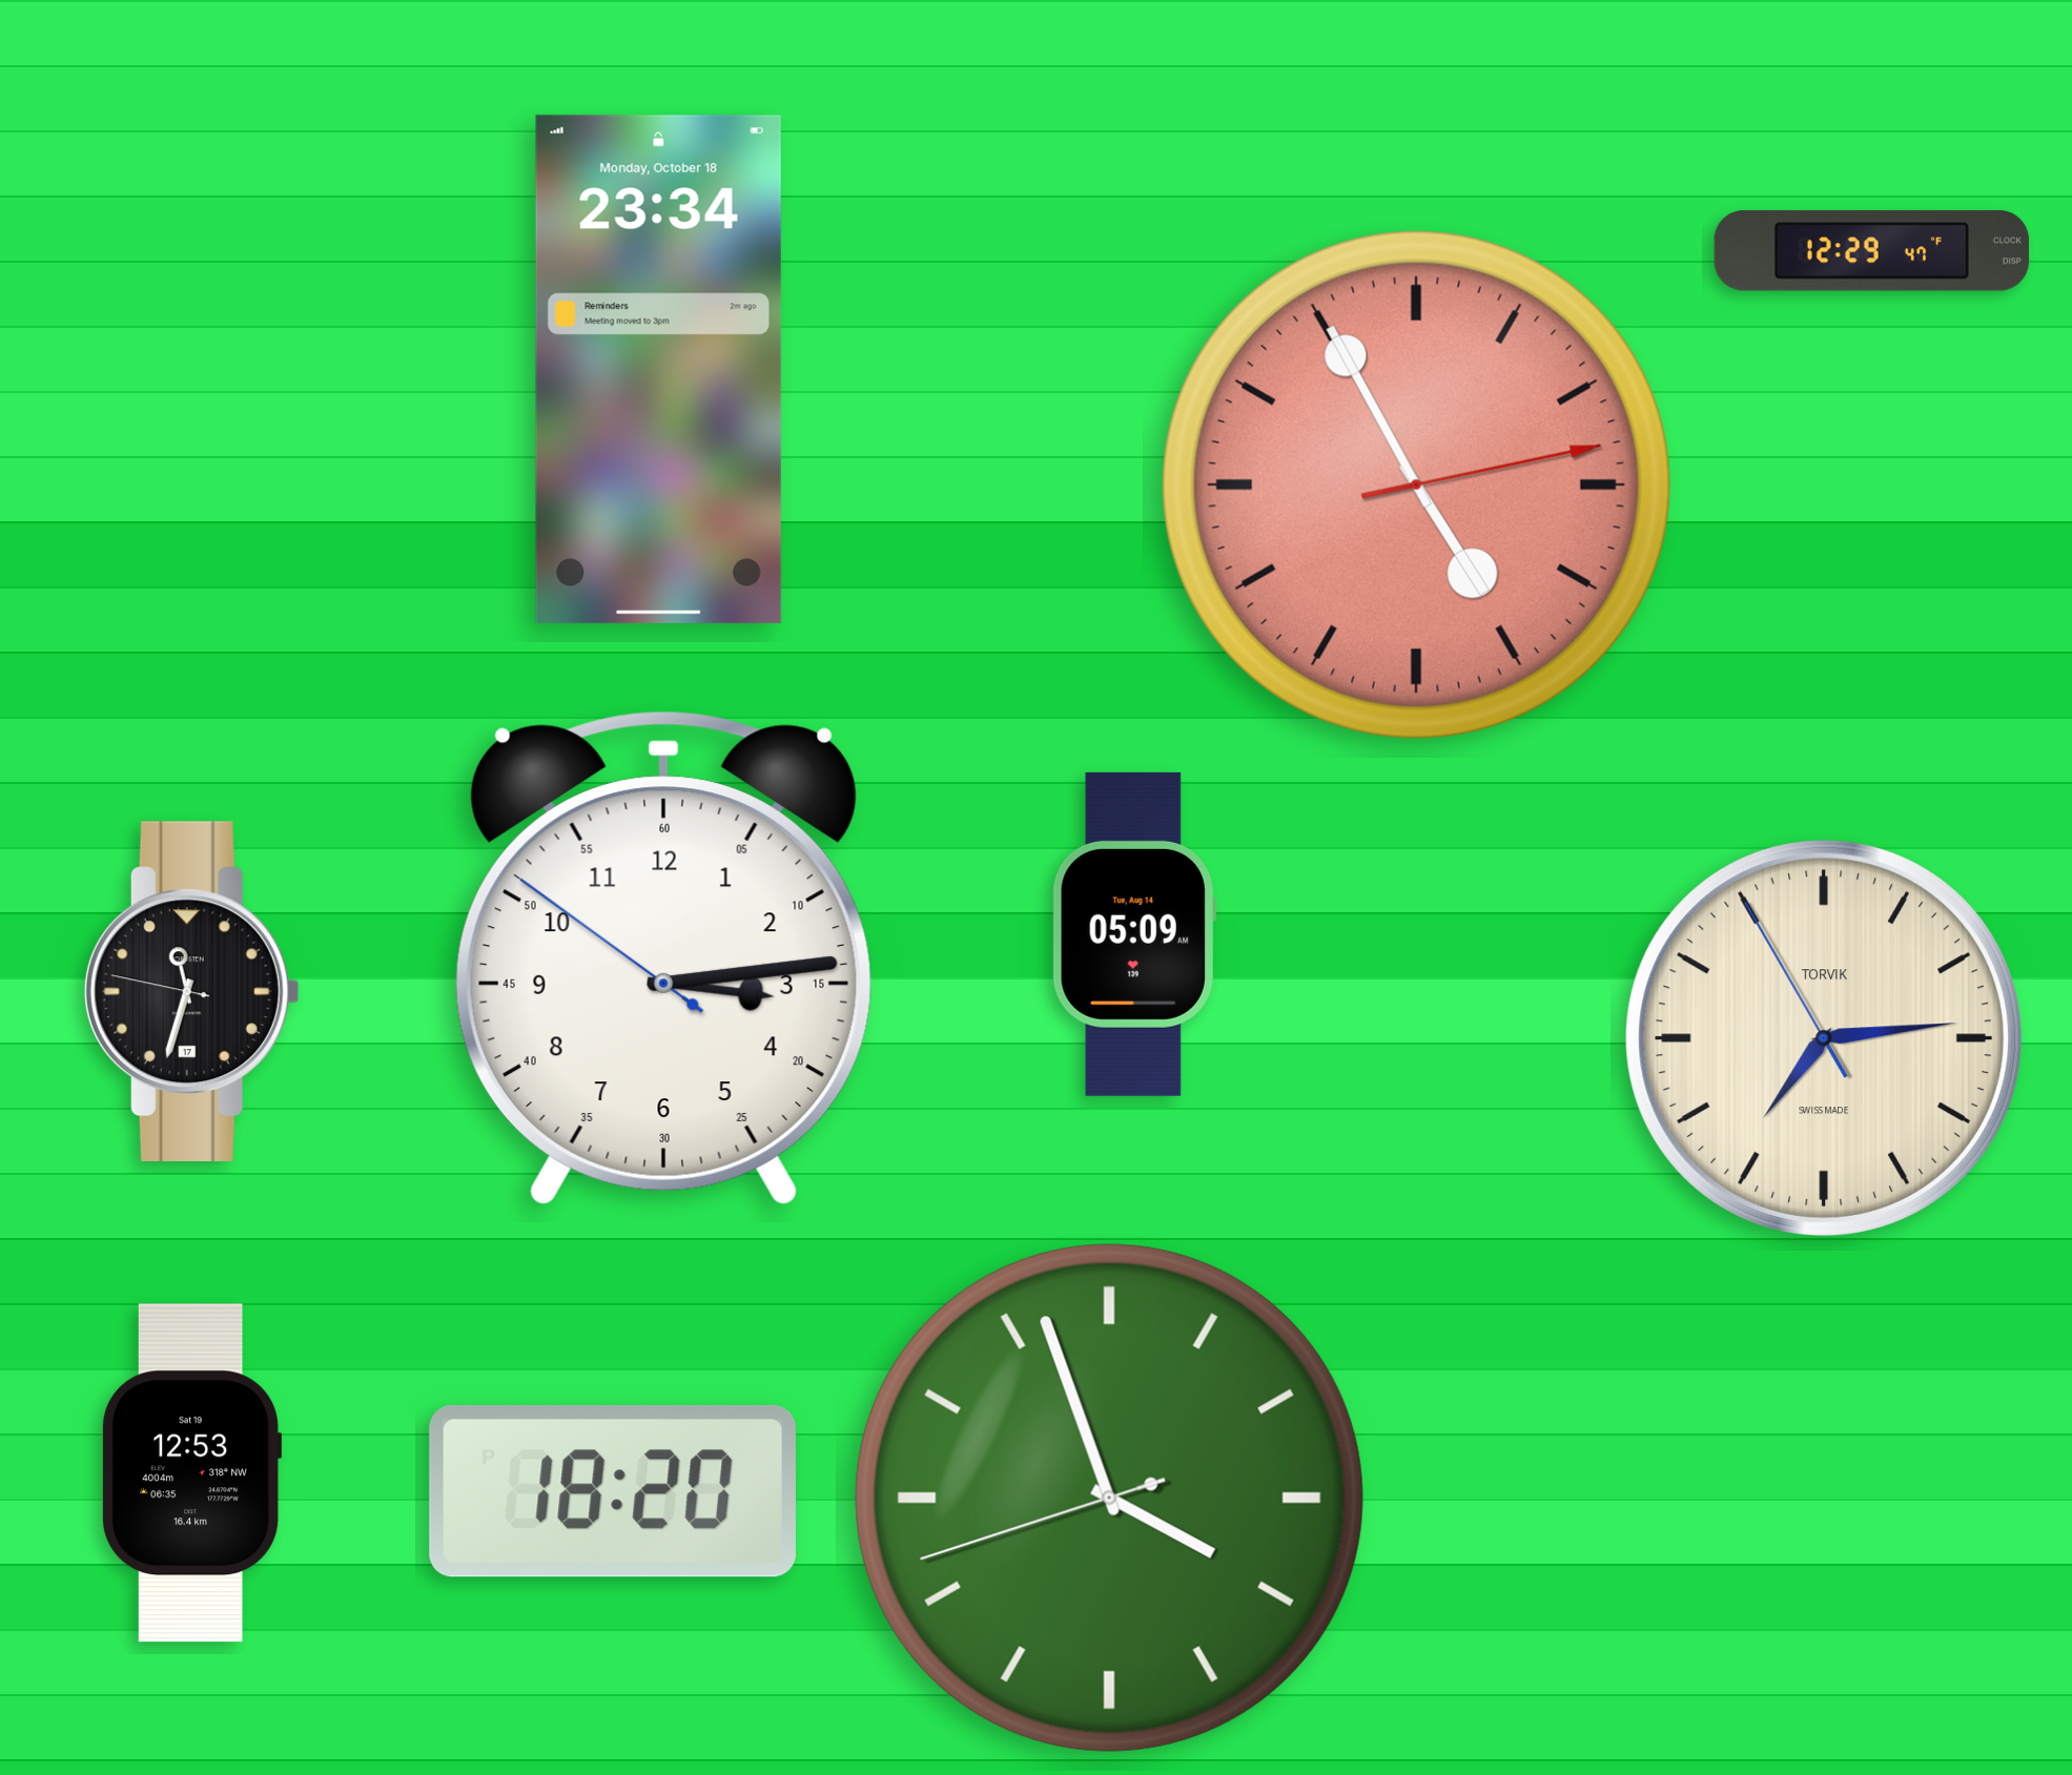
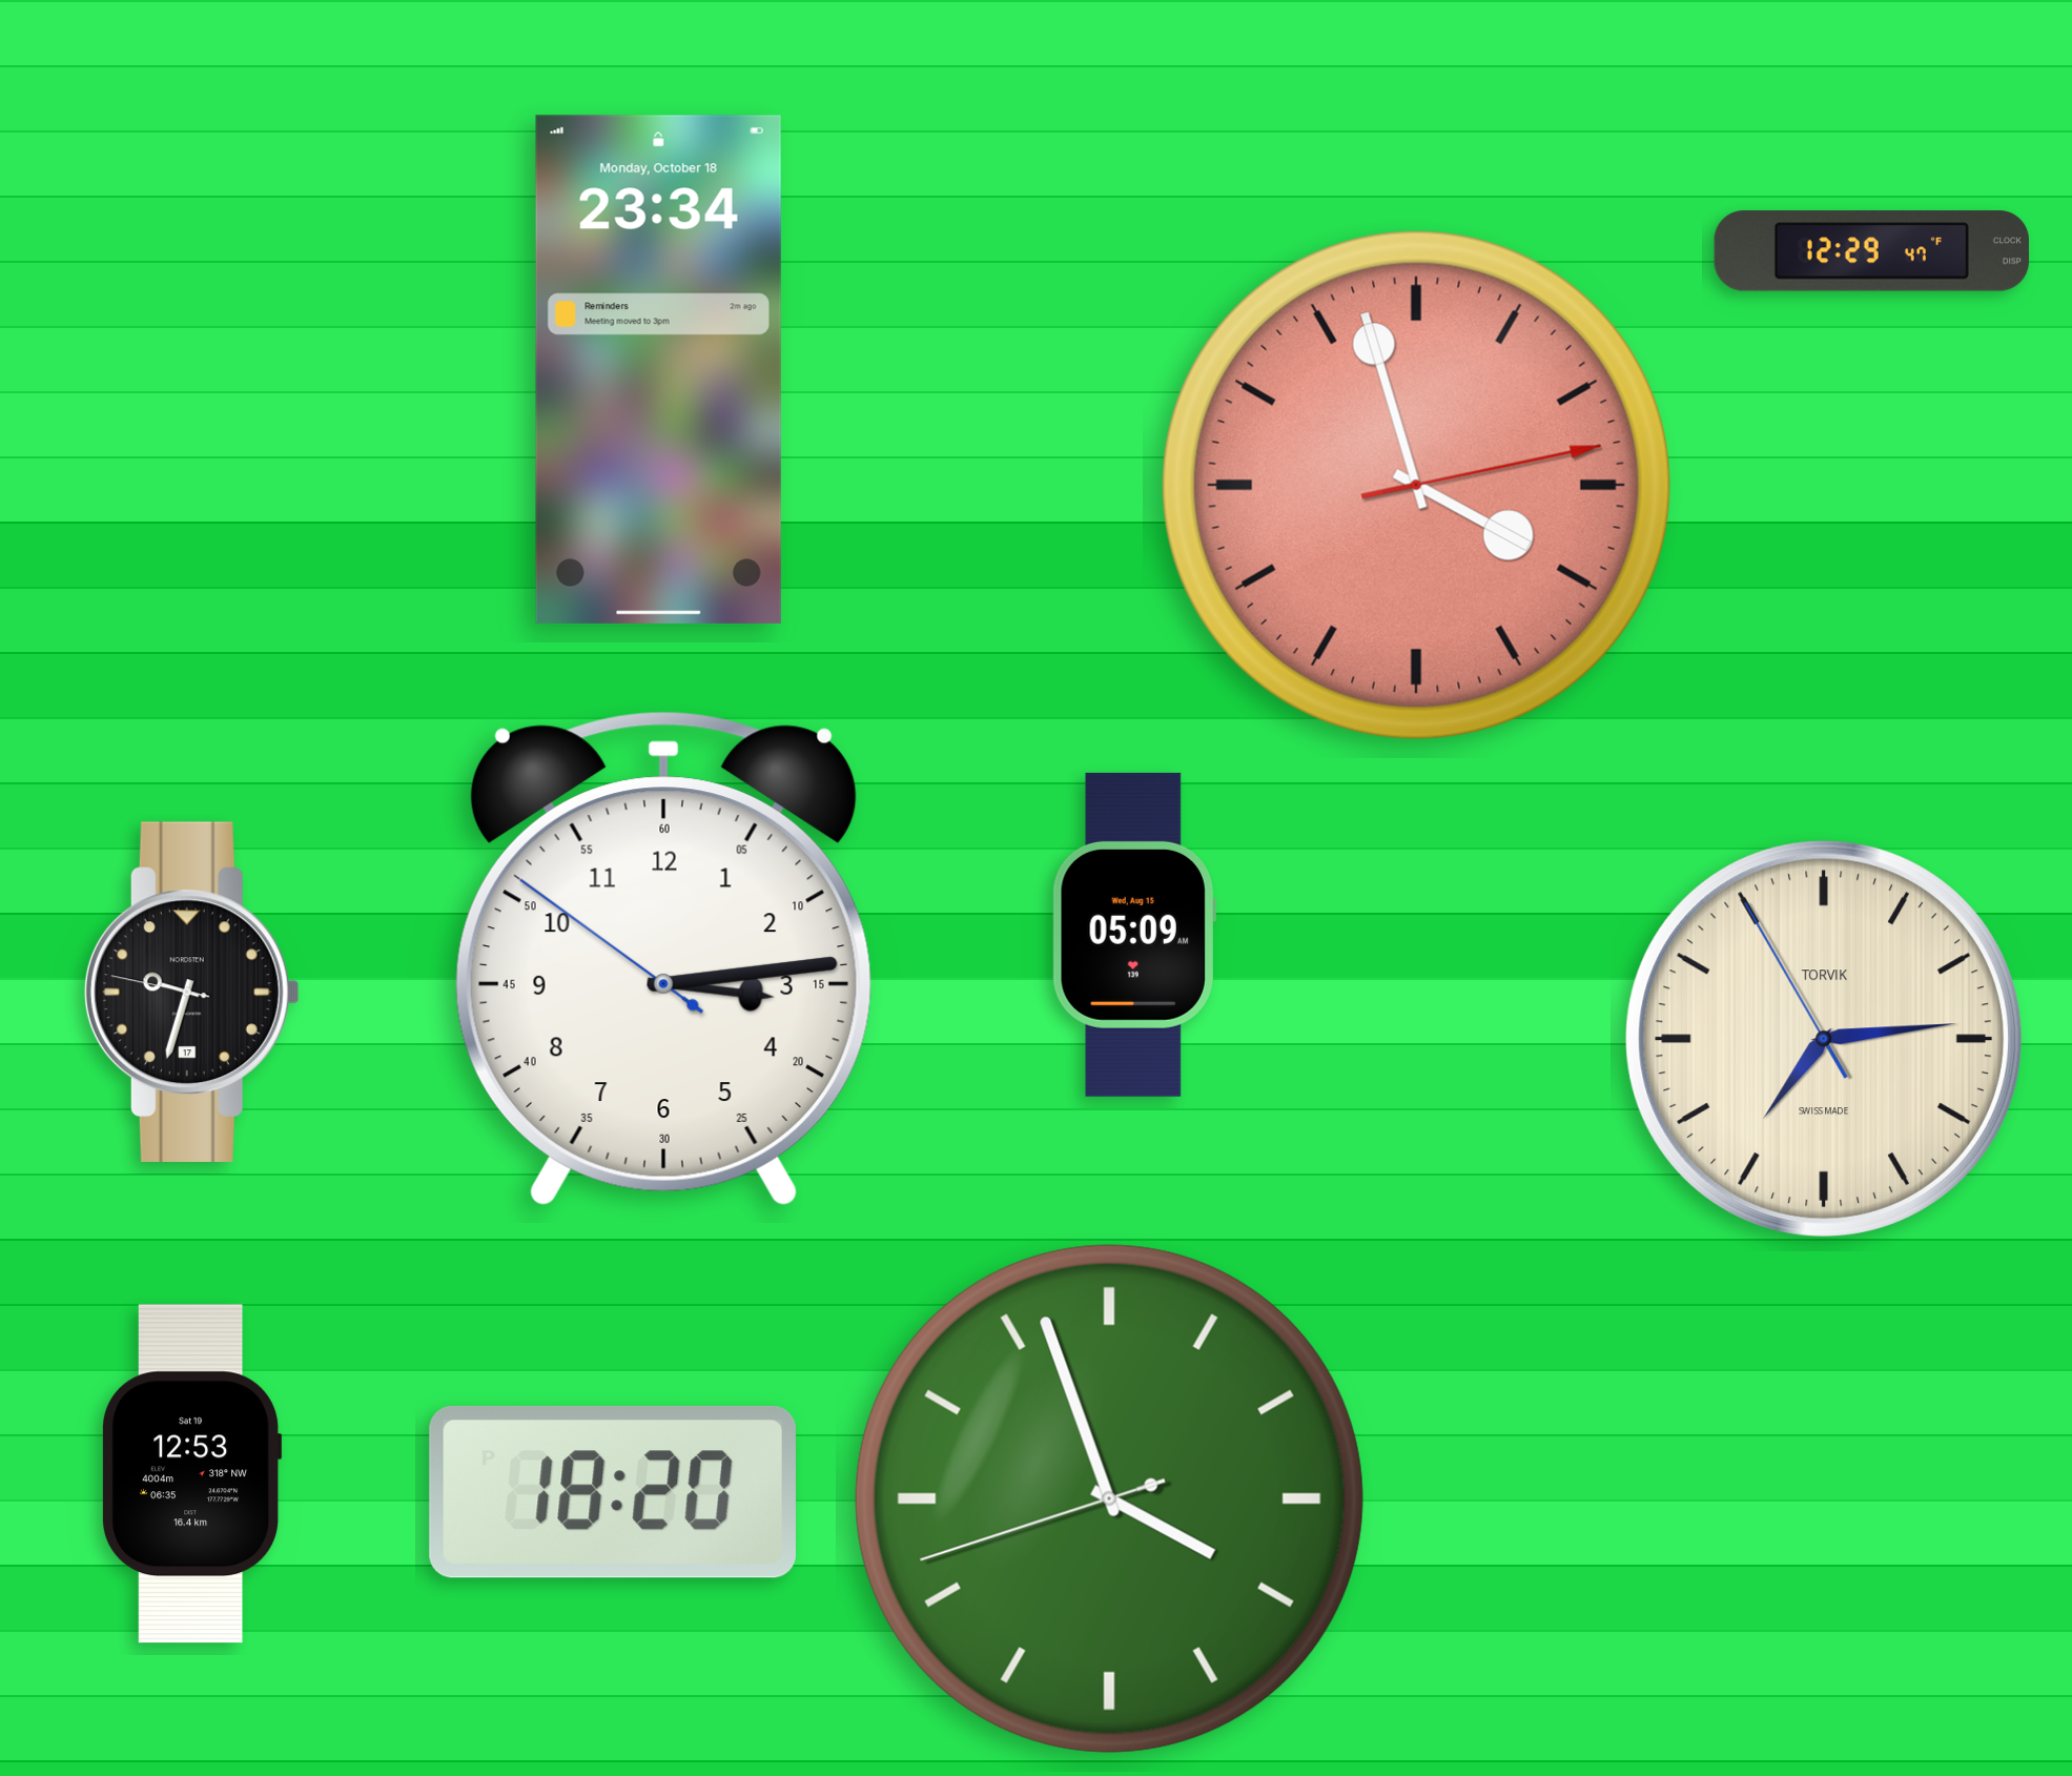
clock at (1416, 484): 4:55 -> 3:57
clock at (1134, 934) date: Tue, Aug 14 -> Wed, Aug 15
clock at (191, 991): 11:32 -> 9:32
